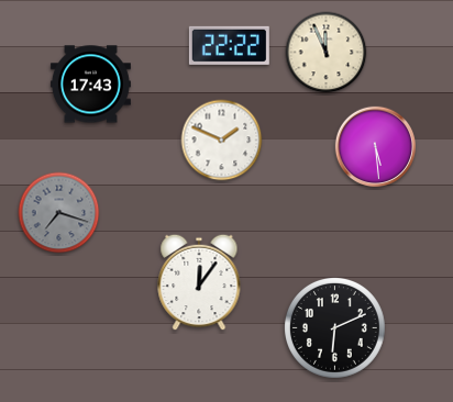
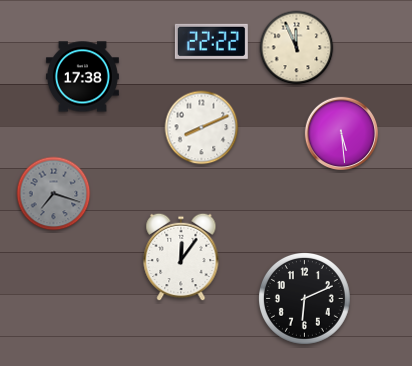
clock at (229, 45) position: (229, 45) -> (211, 41)
clock at (90, 85): 17:43 -> 17:38
clock at (222, 141): 1:49 -> 8:11
